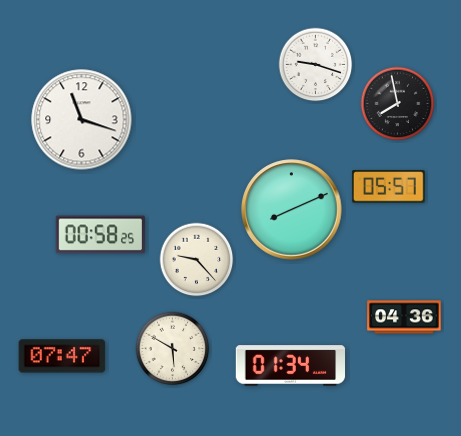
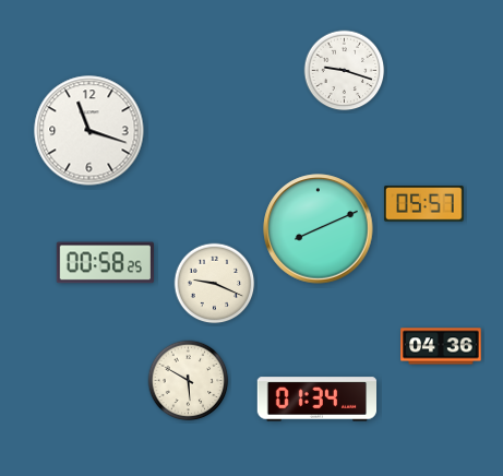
clock at (398, 104): 7:58 -> none
clock at (100, 235) position: (100, 235) -> (105, 263)
clock at (197, 260): 9:23 -> 9:19
clock at (62, 356): 07:47 -> none
